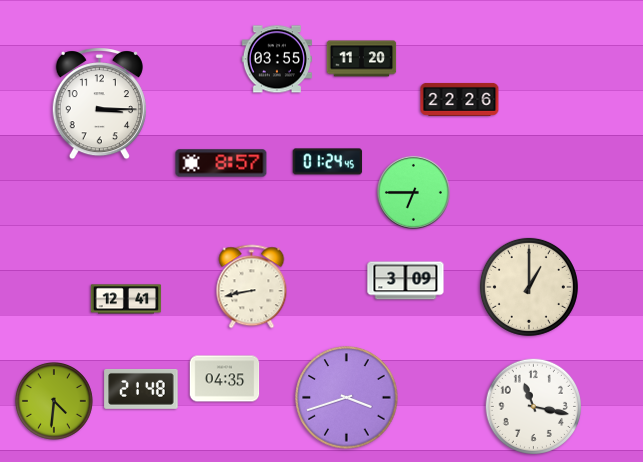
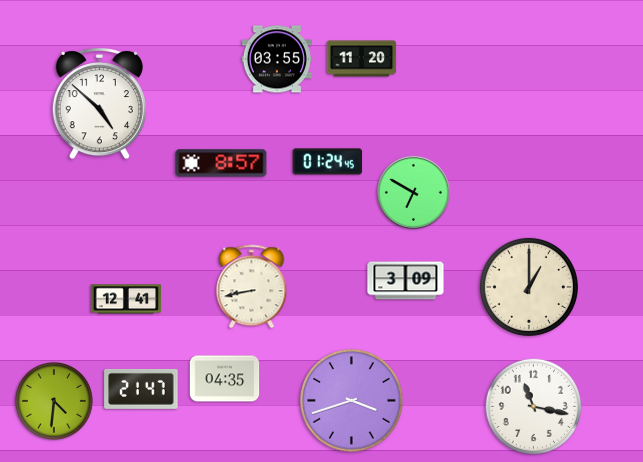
clock at (460, 99): 22:26 -> none
clock at (99, 104): 3:15 -> 4:52
clock at (413, 192): 6:45 -> 6:50
clock at (141, 389): 21:48 -> 21:47
clock at (347, 398) position: (347, 398) -> (352, 401)
